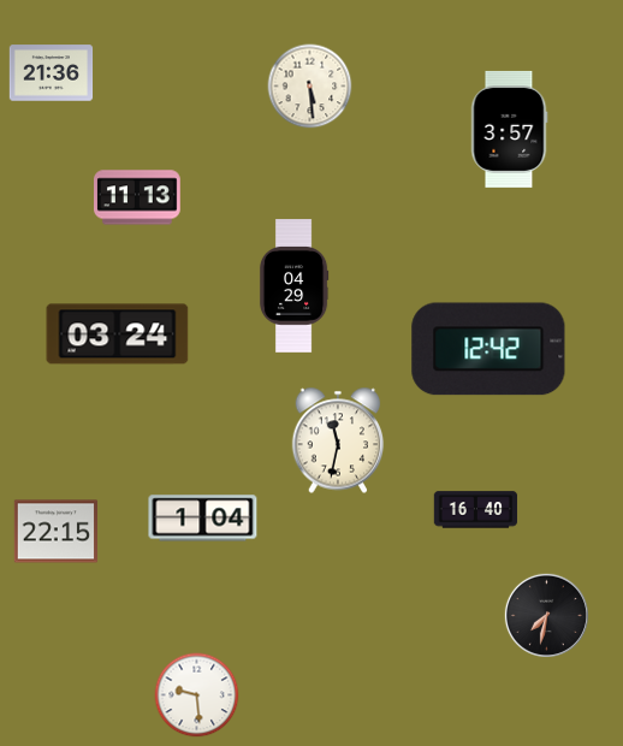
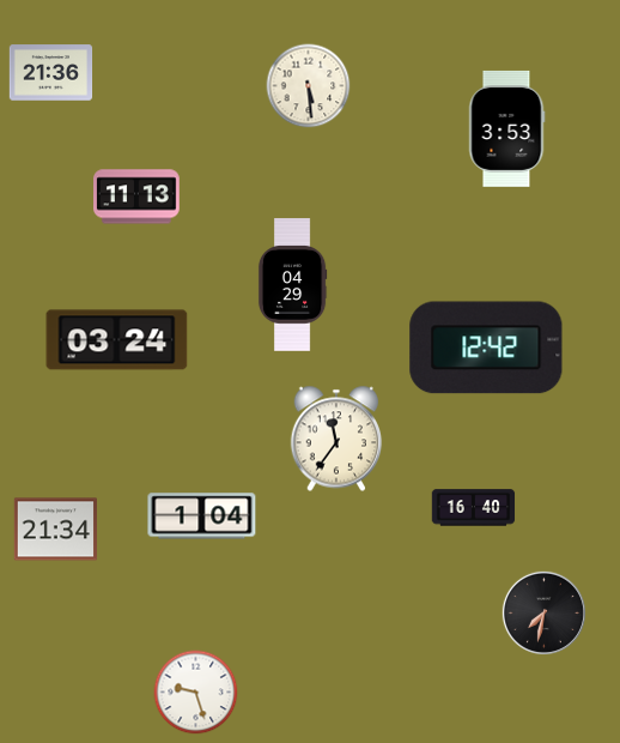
clock at (509, 129): 3:57 -> 3:53
clock at (118, 334) position: (118, 334) -> (117, 340)
clock at (338, 440): 11:32 -> 11:36
clock at (57, 532): 22:15 -> 21:34
clock at (197, 695): 9:29 -> 9:27
